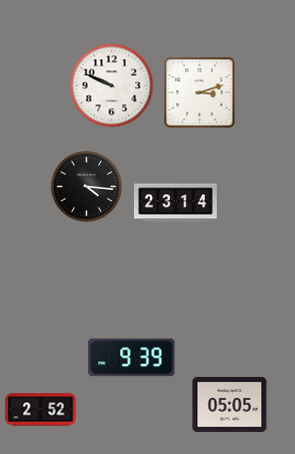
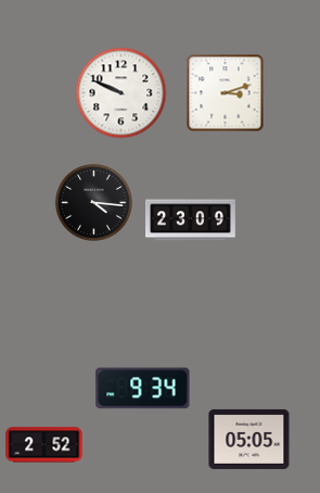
clock at (200, 93) position: (200, 93) -> (226, 93)
clock at (176, 203): 23:14 -> 23:09
clock at (132, 358): 9:39 -> 9:34
